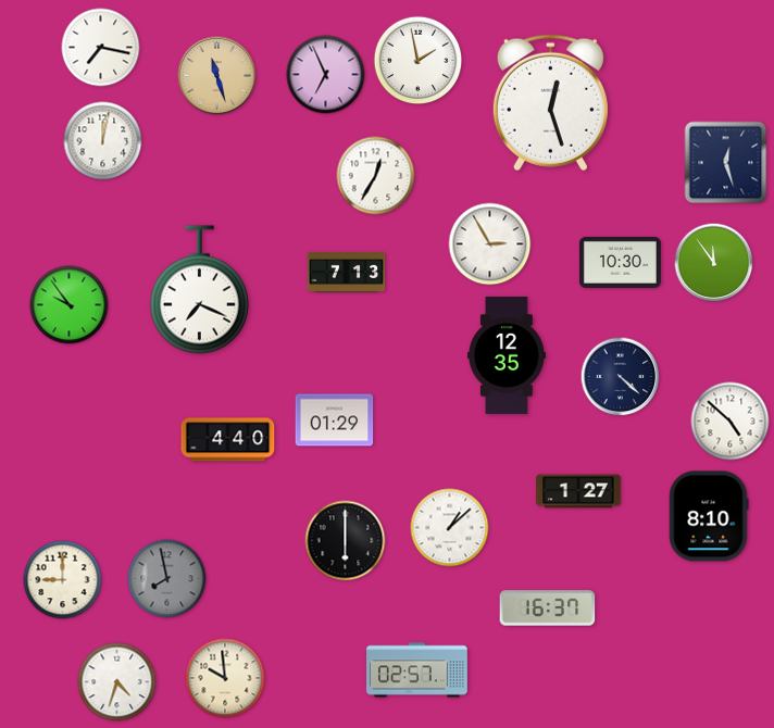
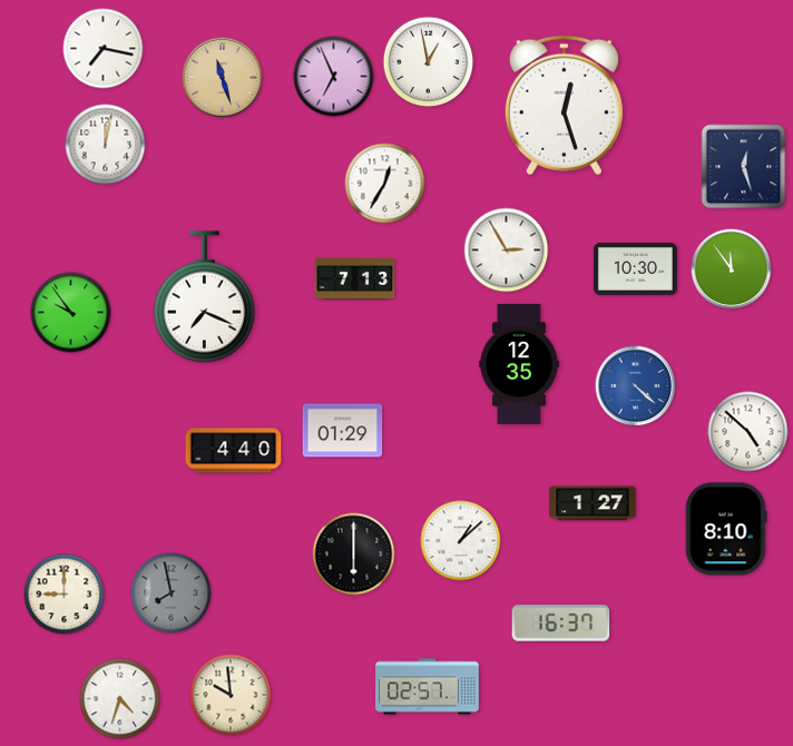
clock at (419, 61): 1:58 -> 12:58
clock at (376, 176) position: (376, 176) -> (385, 184)
clock at (490, 244) position: (490, 244) -> (507, 251)
clock at (621, 377) dial: navy -> blue
